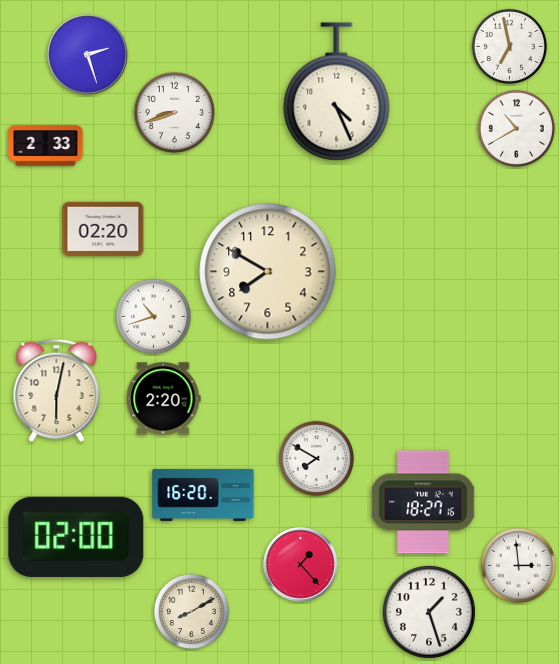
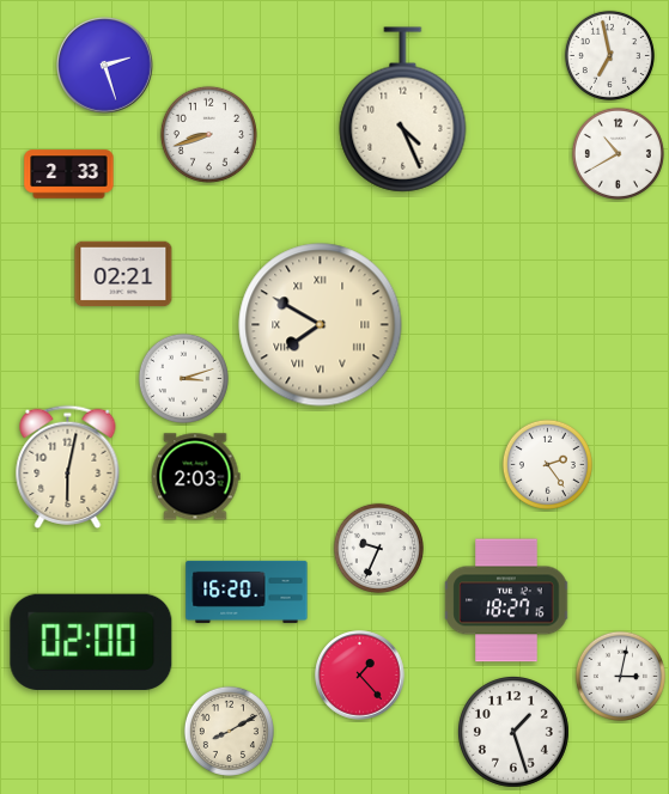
clock at (46, 146) position: (46, 146) -> (69, 175)
clock at (103, 229): 02:20 -> 02:21
clock at (268, 272) numerals: Arabic -> Roman
clock at (153, 316): 10:42 -> 3:12
clock at (547, 464): none -> 2:24
clock at (163, 399): 2:20 -> 2:03
clock at (316, 458): 7:50 -> 9:34
clock at (203, 495) position: (203, 495) -> (247, 592)
clock at (518, 565): 2:59 -> 3:02
